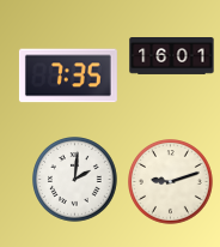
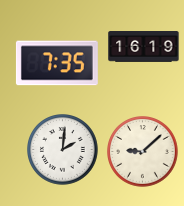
clock at (172, 56): 16:01 -> 16:19
clock at (171, 182): 9:12 -> 9:08
